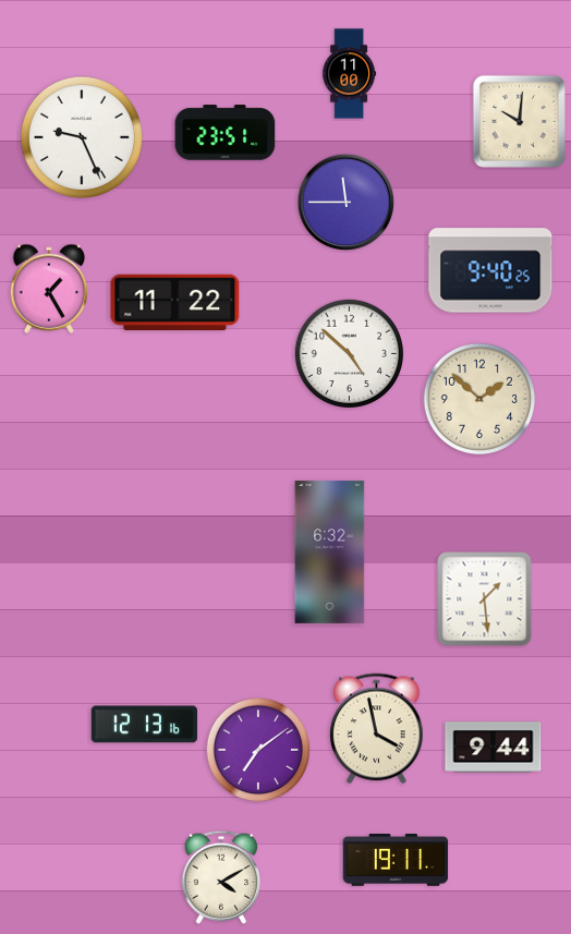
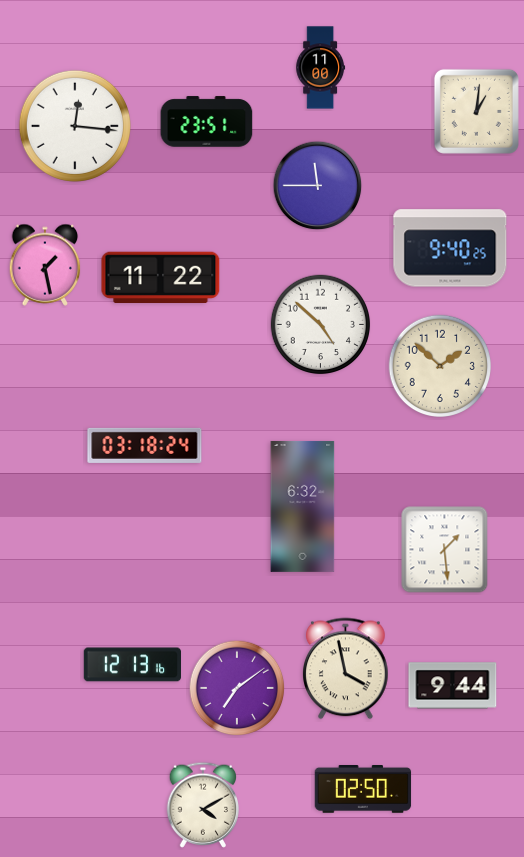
clock at (519, 121): 10:01 -> 1:01
clock at (82, 137): 9:26 -> 12:16
clock at (49, 289): 1:25 -> 1:28
clock at (145, 445): none -> 03:18
clock at (396, 861): 19:11 -> 02:50
